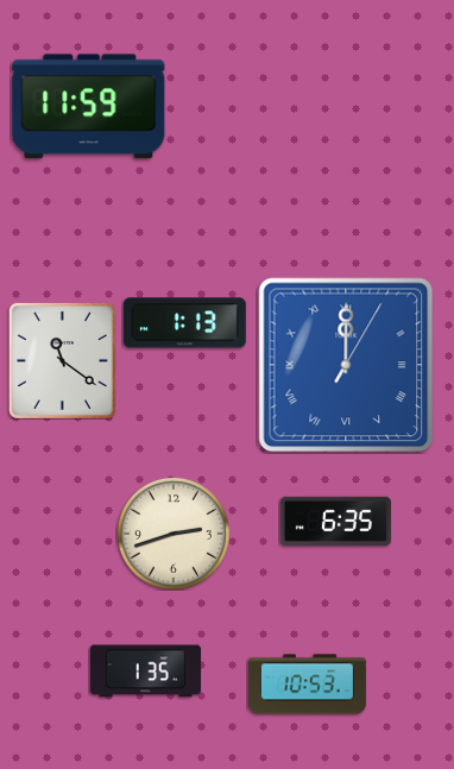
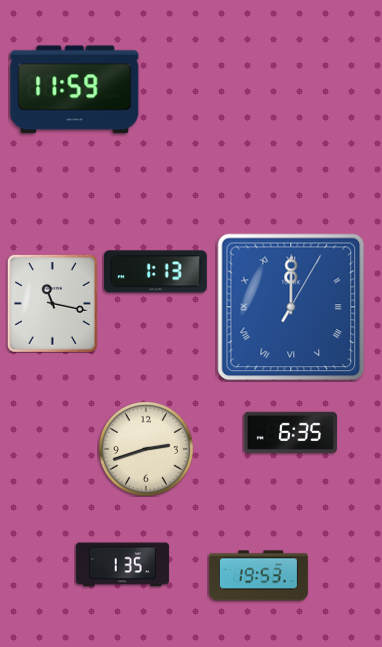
clock at (62, 360): 11:21 -> 11:17
clock at (335, 521) position: (335, 521) -> (290, 432)
clock at (307, 685): 10:53 -> 19:53
